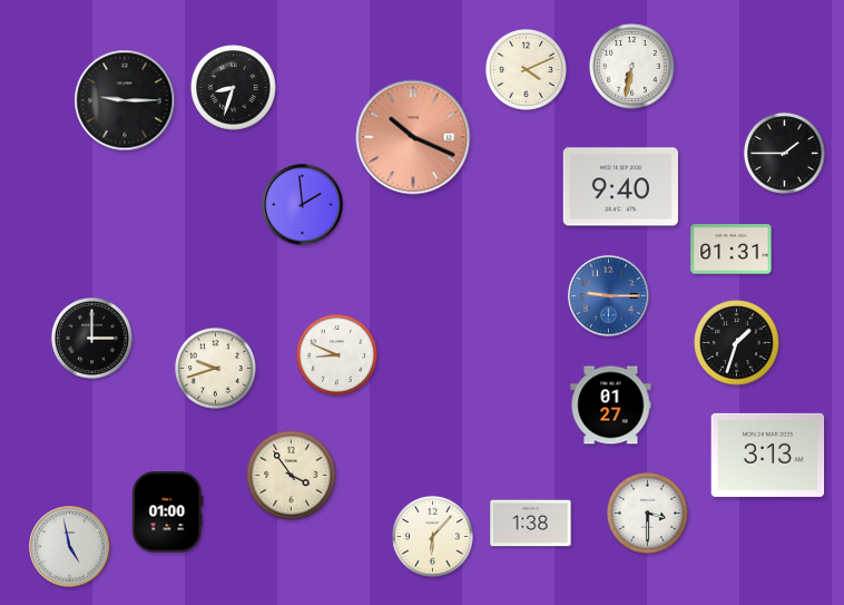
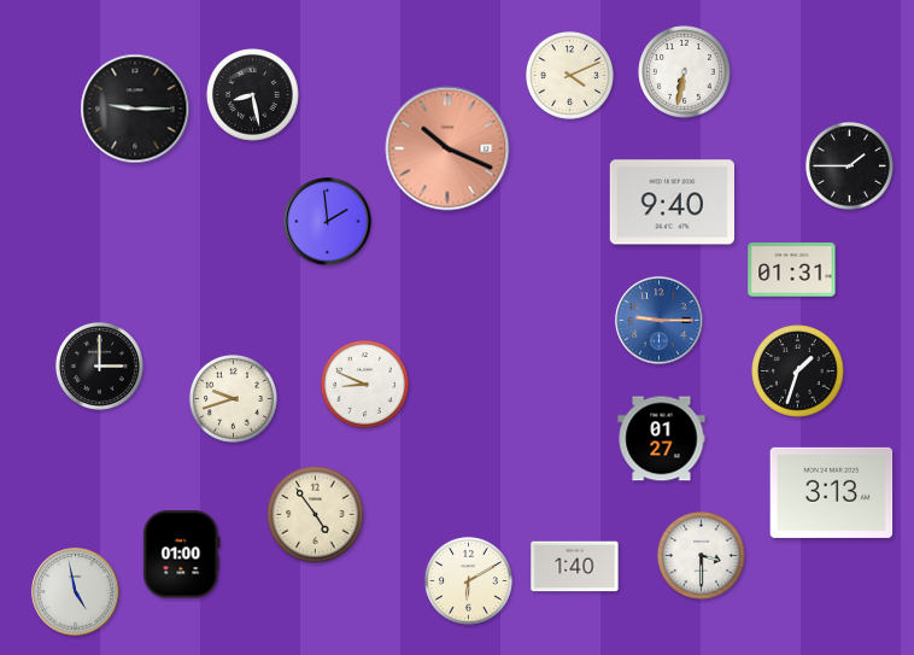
clock at (234, 88): 8:33 -> 8:28
clock at (292, 476): 3:54 -> 4:54
clock at (531, 524): 1:38 -> 1:40
clock at (432, 536): 6:07 -> 6:10
